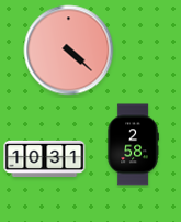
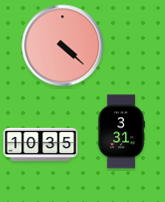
clock at (133, 145): 2:58 -> 3:31
clock at (45, 158): 10:31 -> 10:35
